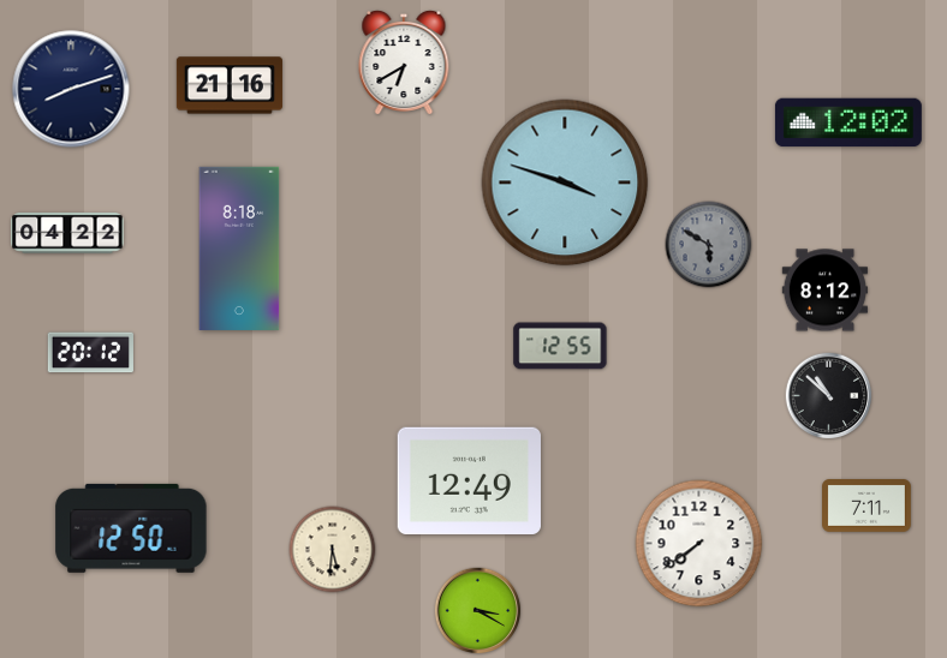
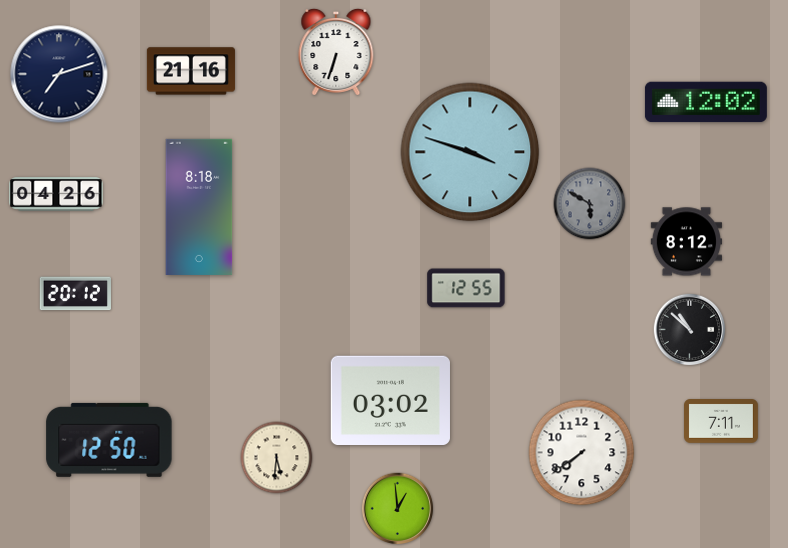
clock at (404, 62): 6:40 -> 6:33
clock at (71, 89): 8:12 -> 7:12
clock at (67, 233): 04:22 -> 04:26
clock at (469, 480): 12:49 -> 03:02
clock at (478, 611): 3:20 -> 12:59
